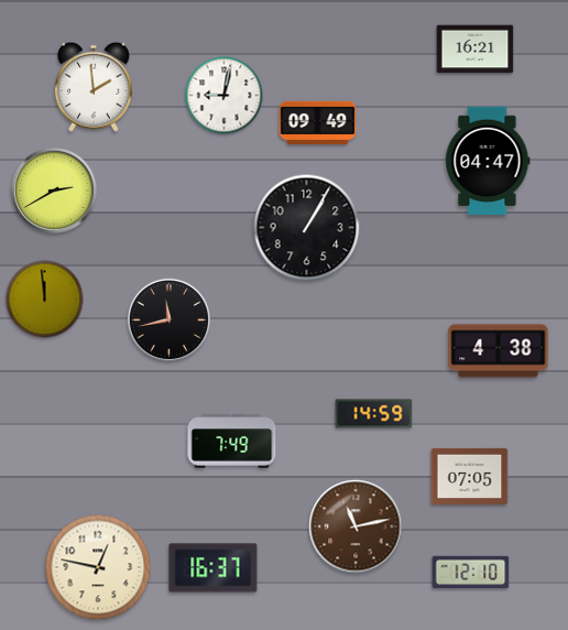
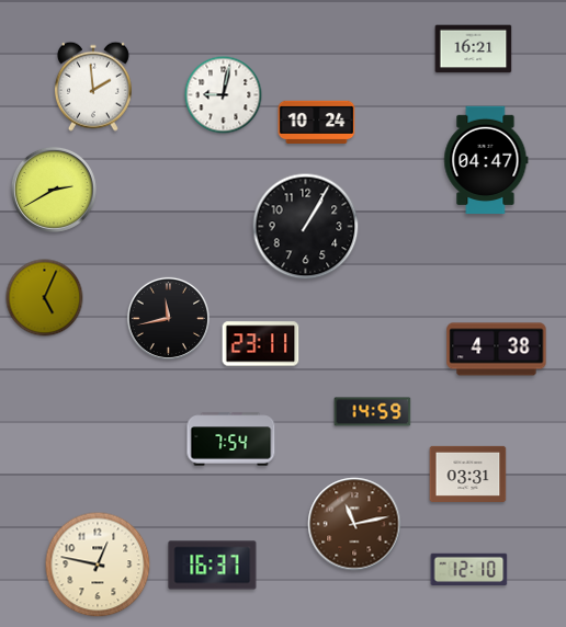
clock at (318, 123): 09:49 -> 10:24
clock at (45, 300): 11:59 -> 5:04
clock at (261, 344): none -> 23:11
clock at (232, 442): 7:49 -> 7:54
clock at (470, 476): 07:05 -> 03:31
